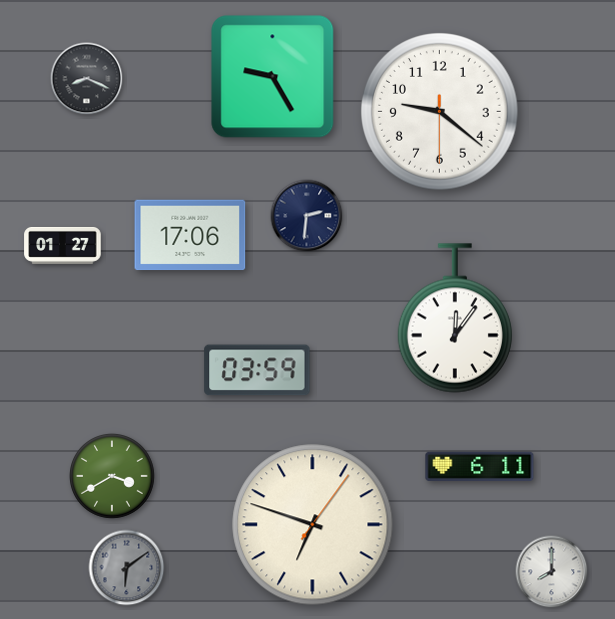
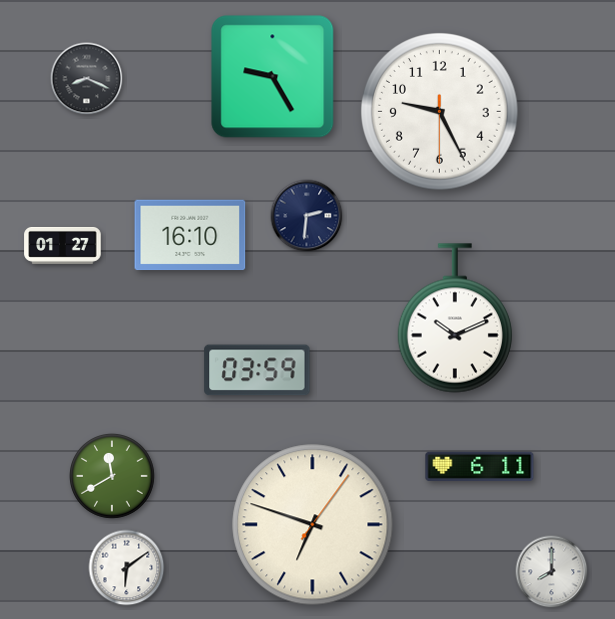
clock at (440, 112): 9:21 -> 9:25
clock at (190, 235): 17:06 -> 16:10
clock at (455, 318): 12:06 -> 10:11
clock at (113, 477): 3:40 -> 11:40
clock at (127, 568) dial: grey -> white
